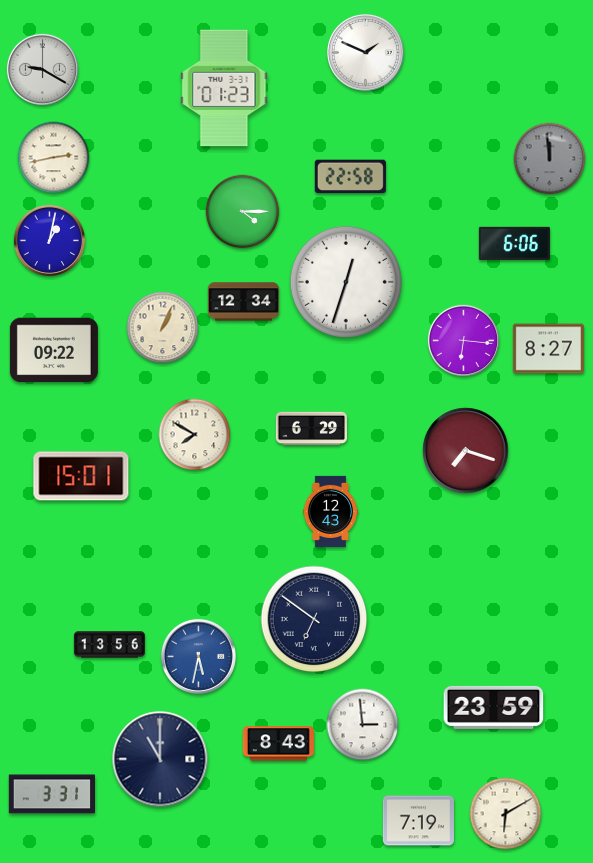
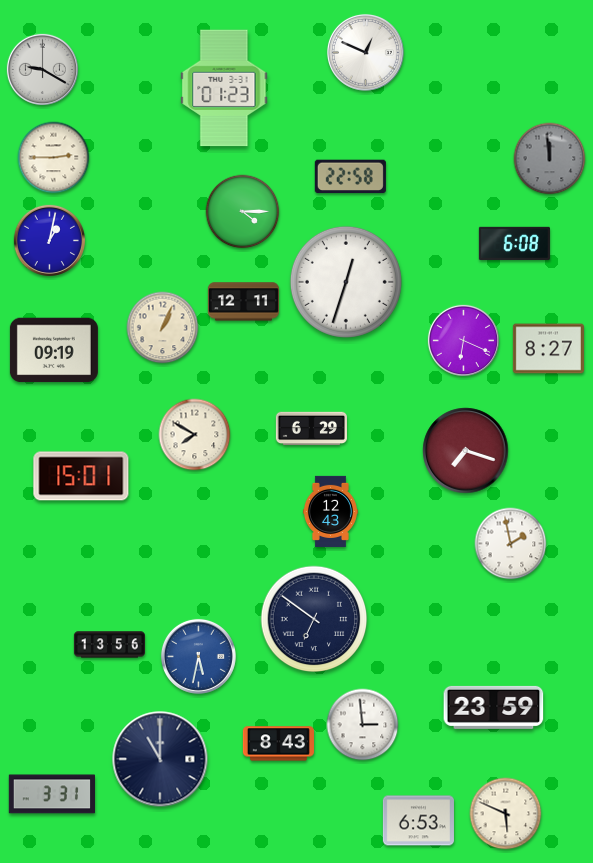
clock at (365, 52): 1:49 -> 12:49
clock at (54, 158): 2:43 -> 2:45
clock at (514, 243): 6:06 -> 6:08
clock at (243, 302): 12:34 -> 12:11
clock at (463, 340): 6:16 -> 6:19
clock at (54, 350): 09:22 -> 09:19
clock at (511, 544): none -> 1:58
clock at (506, 814): 6:10 -> 5:49
clock at (418, 821): 7:19 -> 6:53
